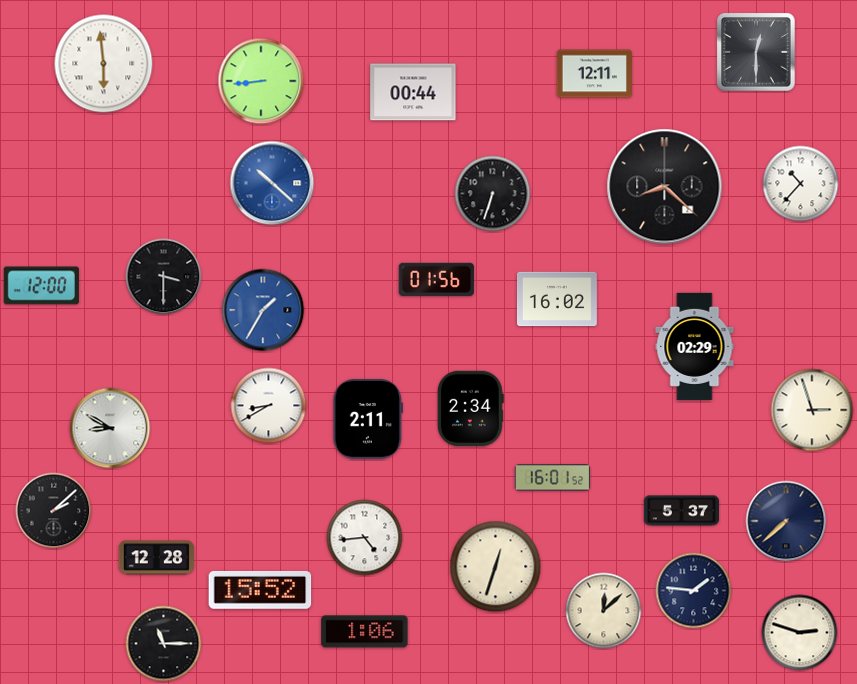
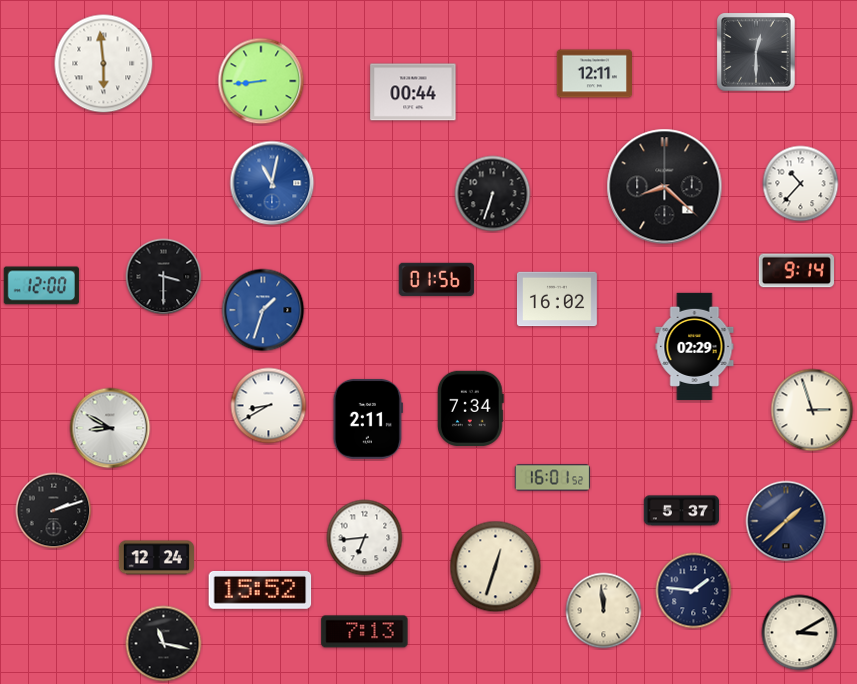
clock at (272, 183): 10:22 -> 11:02
clock at (796, 271): none -> 9:14
clock at (263, 310): 1:35 -> 1:33
clock at (470, 408): 2:34 -> 7:34
clock at (54, 511): 2:08 -> 2:12
clock at (786, 521): 7:38 -> 1:38
clock at (365, 538): 4:44 -> 6:44
clock at (156, 558): 12:28 -> 12:24
clock at (604, 611): 12:08 -> 11:59
clock at (365, 632): 1:06 -> 7:13
clock at (800, 633): 2:48 -> 3:10
clock at (164, 644): 11:15 -> 11:17
